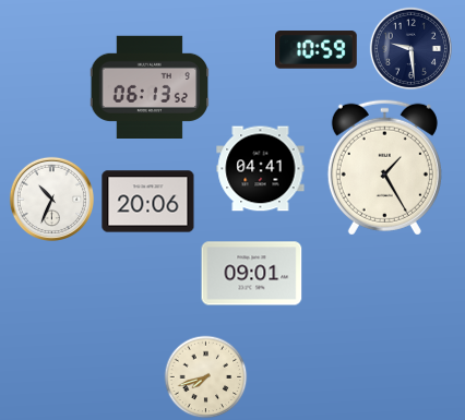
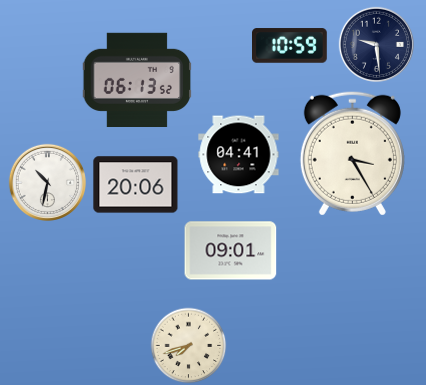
clock at (384, 167): 1:25 -> 3:25
clock at (51, 199): 10:34 -> 10:32
